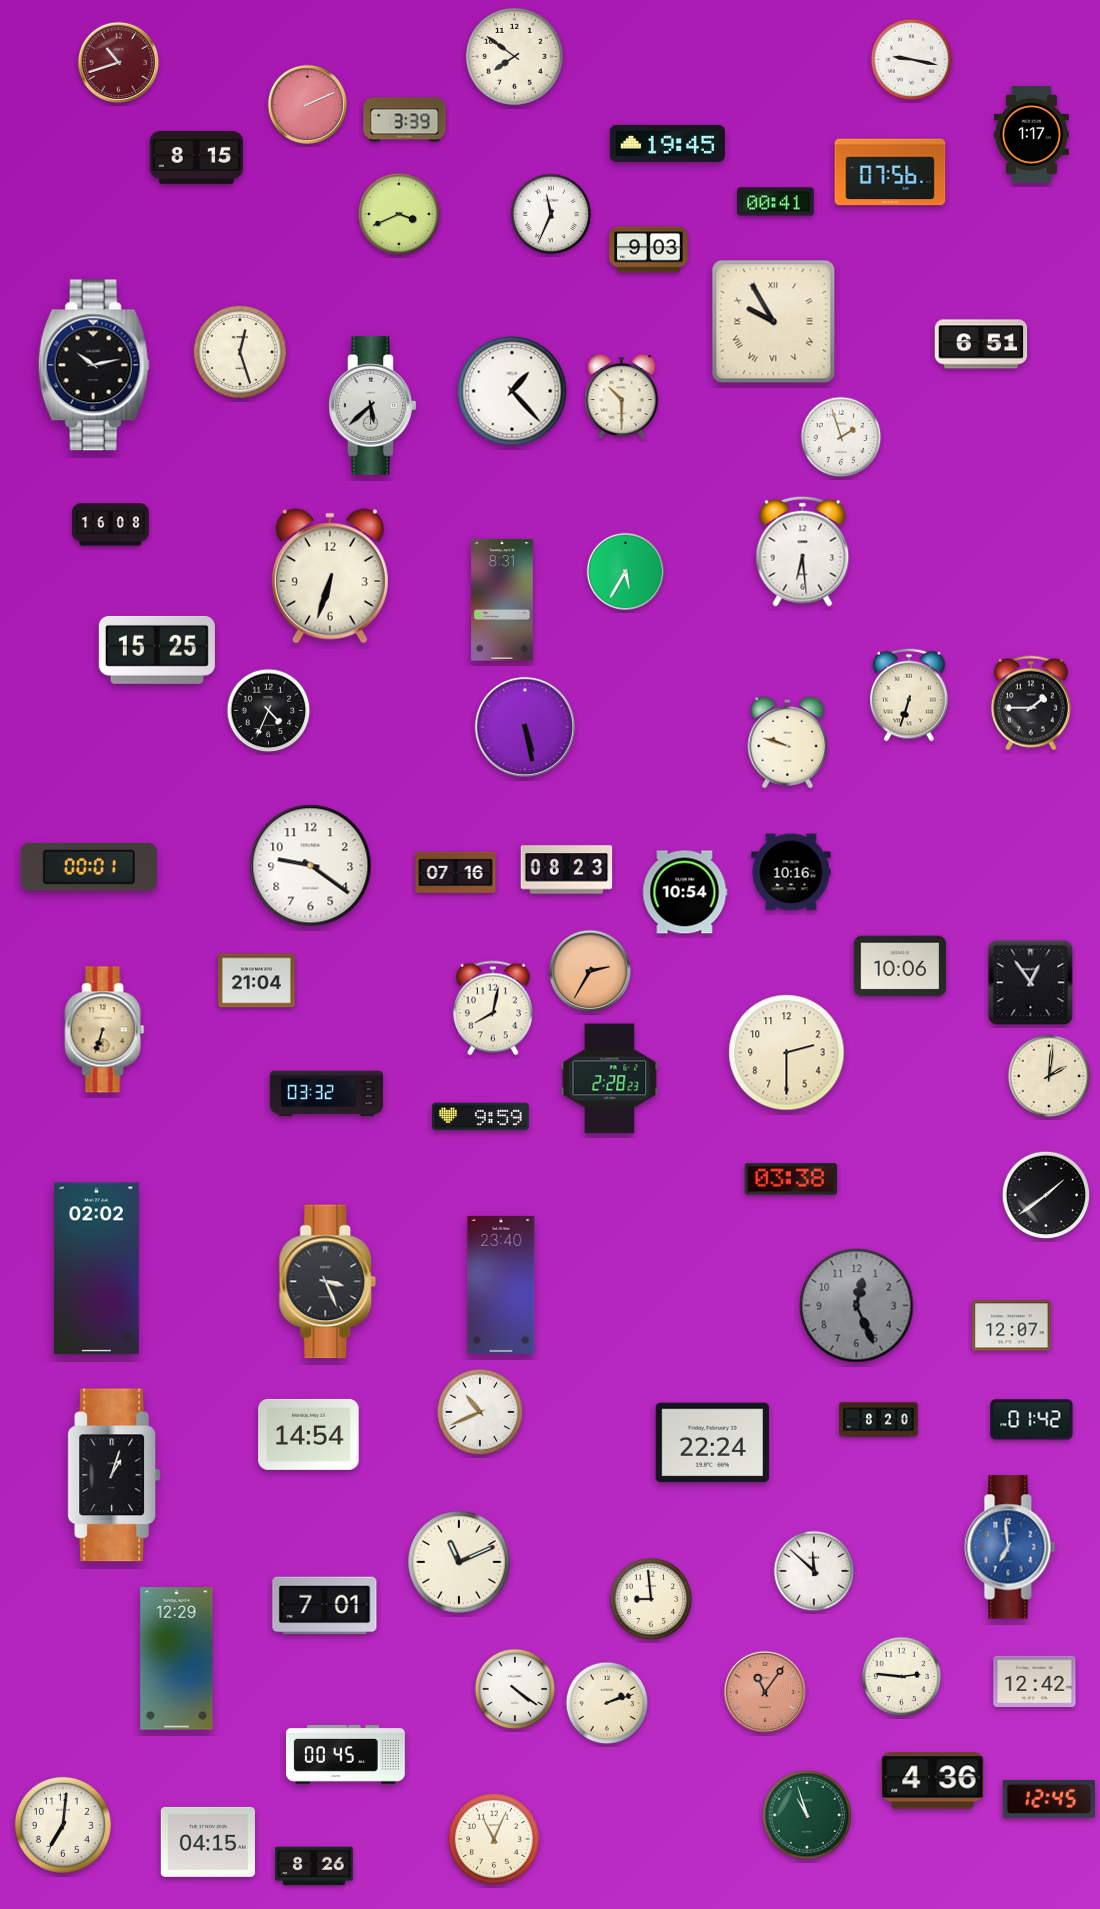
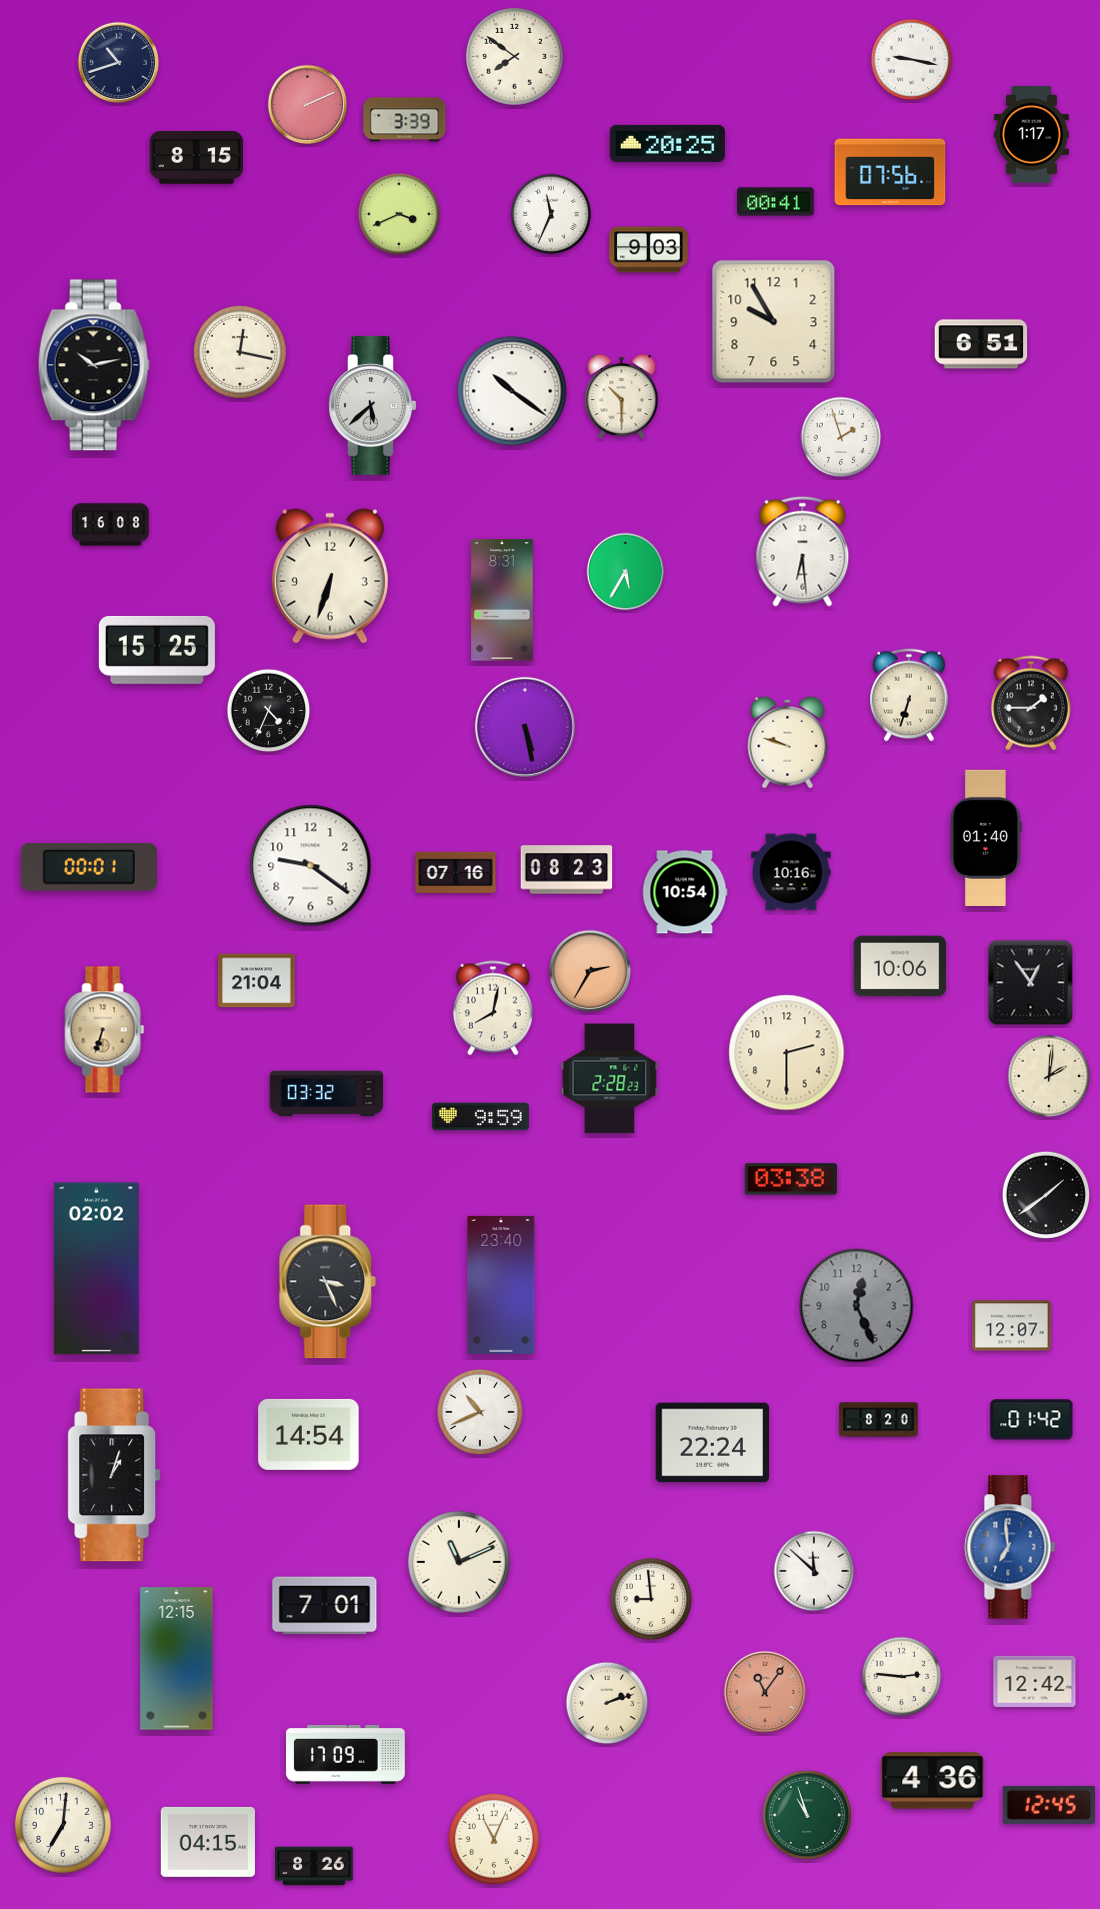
clock at (119, 63) dial: burgundy -> navy
clock at (667, 143): 19:45 -> 20:25
clock at (774, 322) numerals: Roman -> Arabic
clock at (240, 352): 12:27 -> 12:17
clock at (512, 391): 1:23 -> 10:21
clock at (986, 838): none -> 01:40
clock at (177, 1659): 12:29 -> 12:15
clock at (515, 1689): 4:21 -> none
clock at (346, 1755): 00:45 -> 17:09
clock at (1048, 1799) position: (1048, 1799) -> (1048, 1805)
